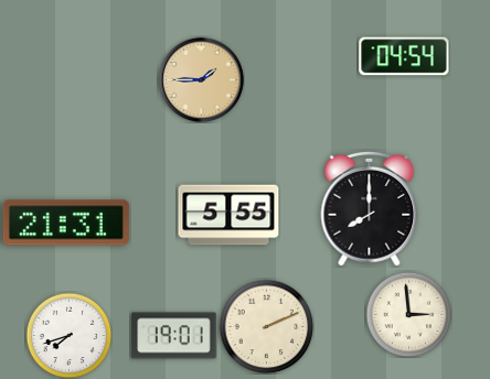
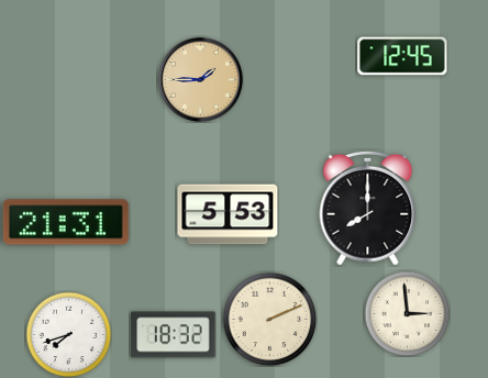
clock at (404, 56): 04:54 -> 12:45
clock at (228, 215): 5:55 -> 5:53
clock at (266, 326) position: (266, 326) -> (269, 319)
clock at (174, 336): 19:01 -> 18:32
